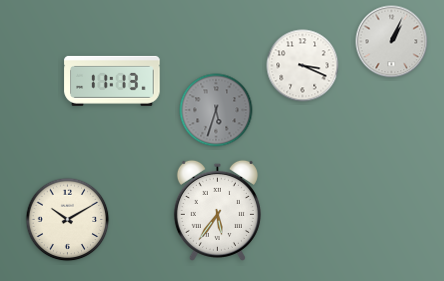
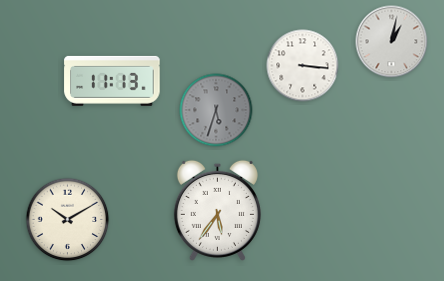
clock at (392, 42): 1:04 -> 1:02
clock at (303, 66): 3:19 -> 3:16
